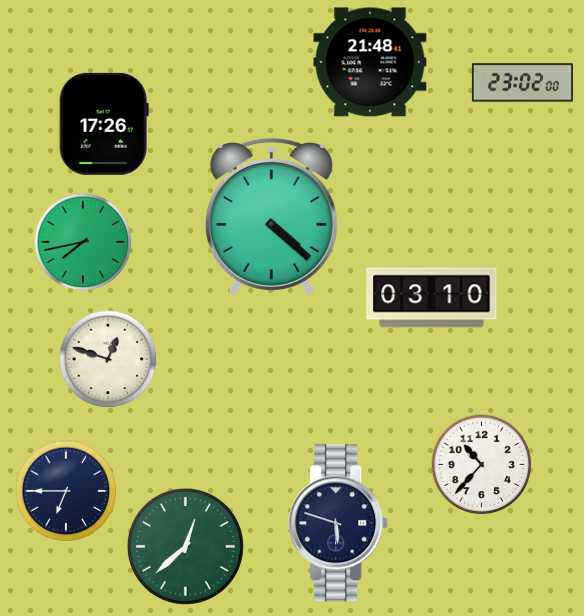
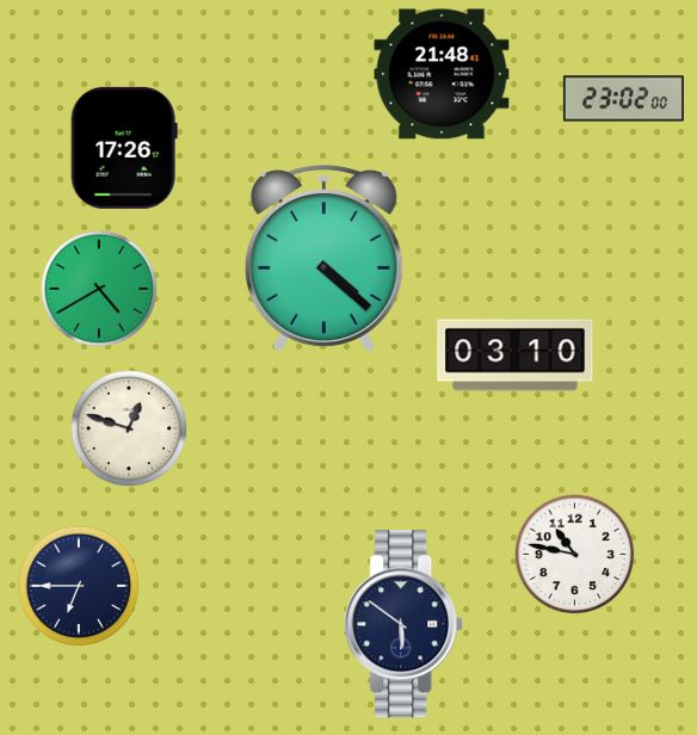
clock at (83, 242): 7:43 -> 4:40
clock at (482, 465): 10:37 -> 10:47
clock at (339, 523): 5:48 -> 5:51
clock at (185, 546): 12:38 -> none
